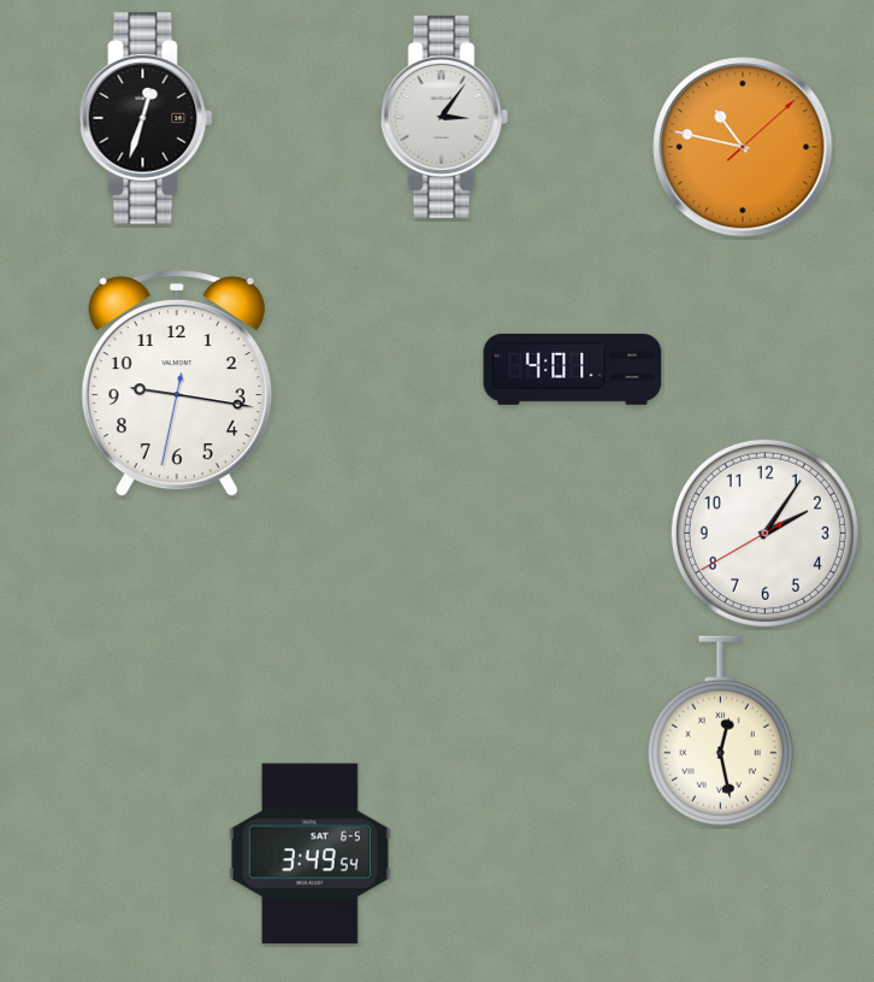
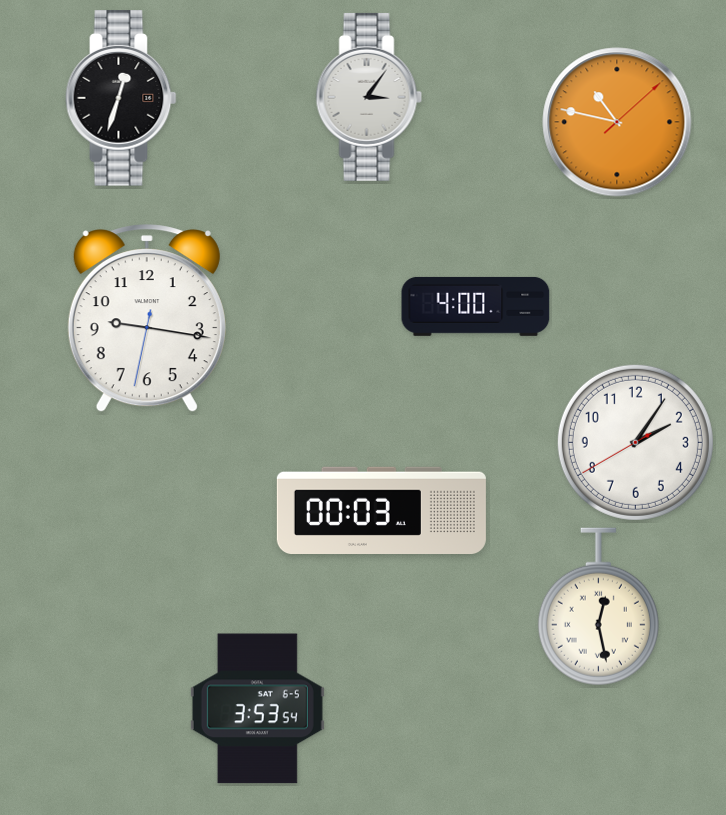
clock at (573, 369): 4:01 -> 4:00
clock at (381, 510): none -> 00:03
clock at (309, 854): 3:49 -> 3:53
